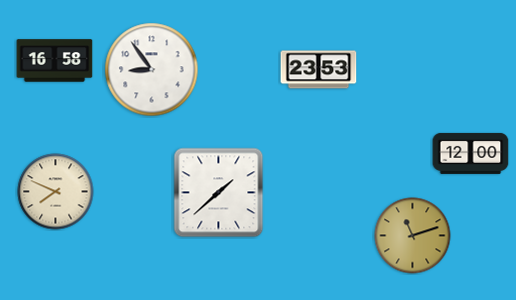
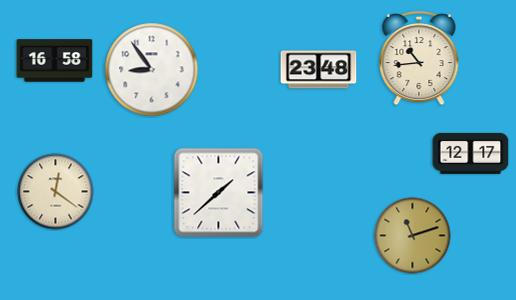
clock at (419, 58): none -> 10:44
clock at (319, 70): 23:53 -> 23:48
clock at (471, 153): 12:00 -> 12:17
clock at (56, 192): 7:49 -> 12:21
